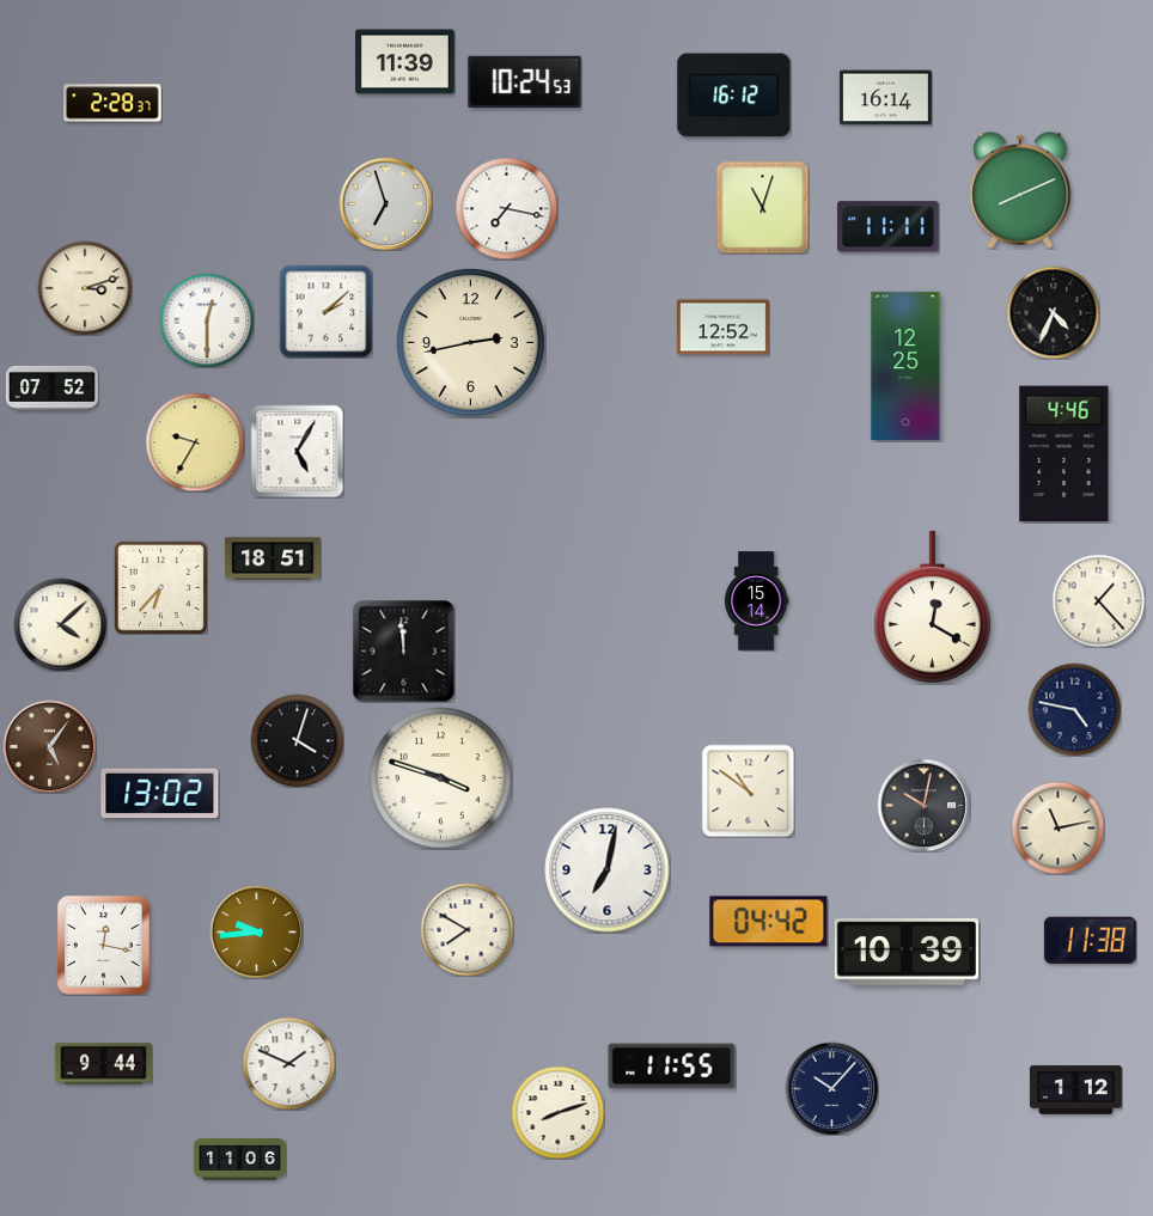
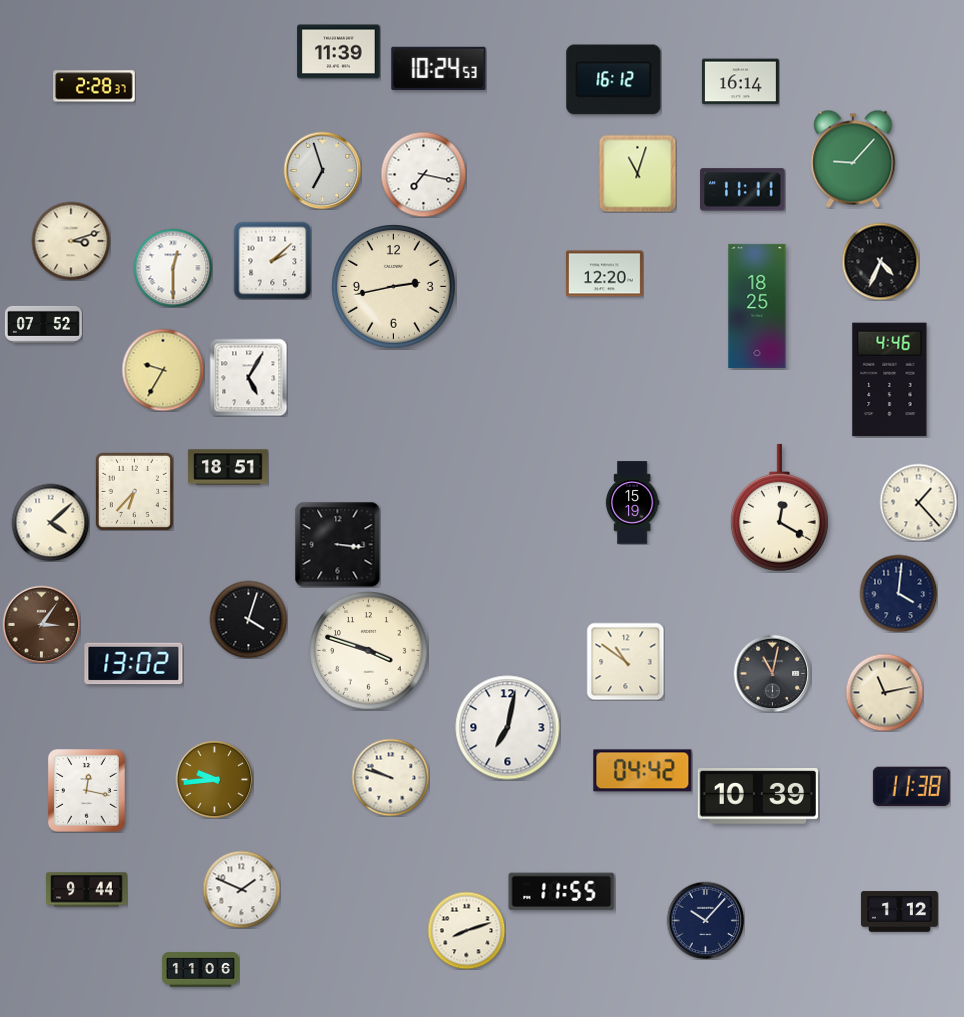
clock at (1020, 190): 8:11 -> 9:07
clock at (722, 328): 12:52 -> 12:20
clock at (905, 366): 12:25 -> 18:25
clock at (756, 601): 15:14 -> 15:19
clock at (403, 650): 11:59 -> 3:16
clock at (1074, 709): 4:47 -> 4:01
clock at (49, 746): 5:06 -> 3:06
clock at (923, 805): 10:02 -> 11:02
clock at (466, 929): 7:50 -> 9:48
clock at (831, 1088) position: (831, 1088) -> (705, 920)
